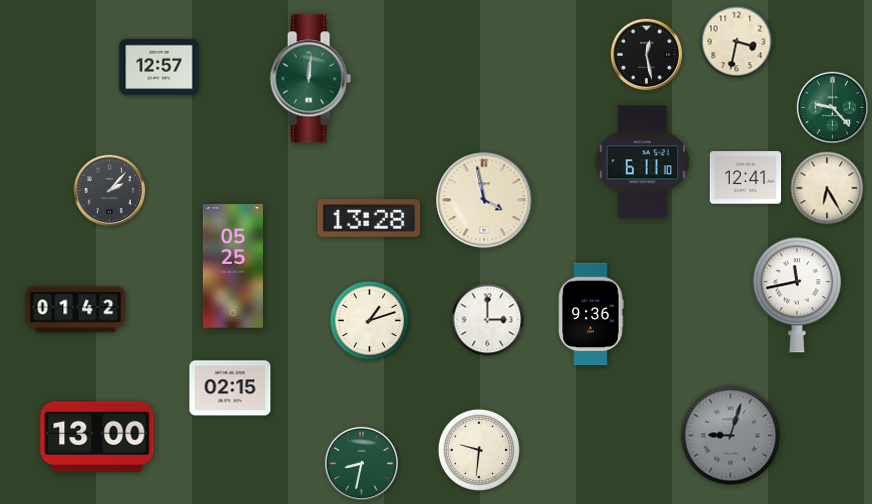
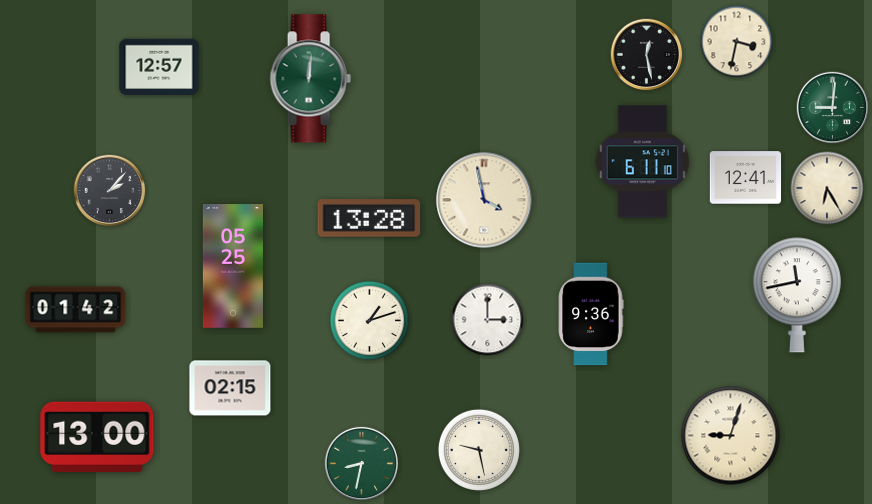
clock at (833, 108): 9:23 -> 9:01
clock at (731, 436) dial: grey -> cream
clock at (479, 450): 9:31 -> 9:28
